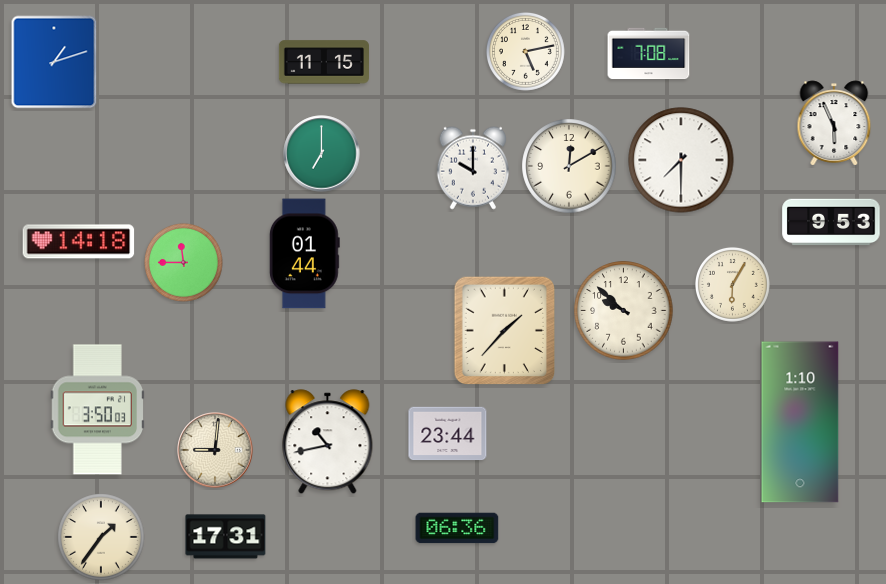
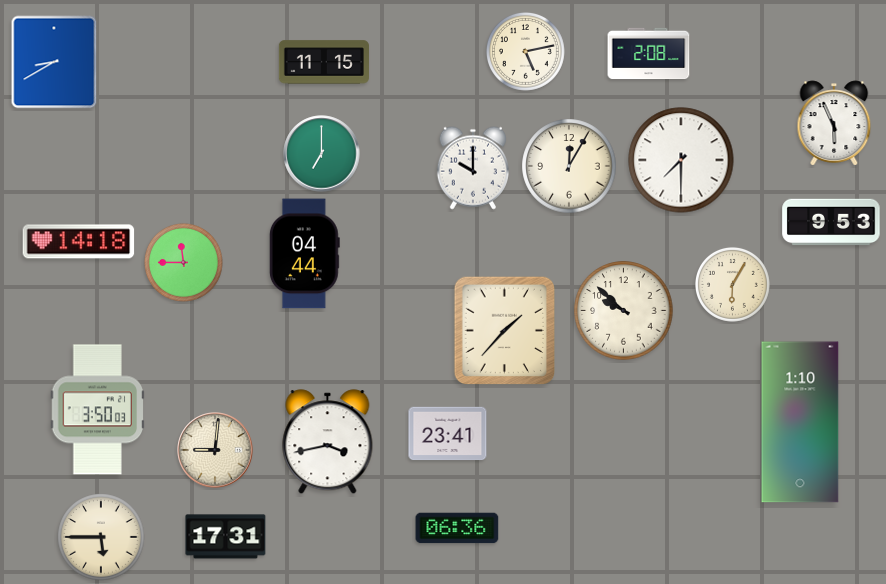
clock at (649, 54): 7:08 -> 2:08
clock at (54, 62): 1:12 -> 8:40
clock at (569, 166): 12:10 -> 12:05
clock at (304, 254): 01:44 -> 04:44
clock at (448, 434): 23:44 -> 23:41
clock at (328, 442): 10:43 -> 3:43
clock at (101, 537): 1:36 -> 5:45
